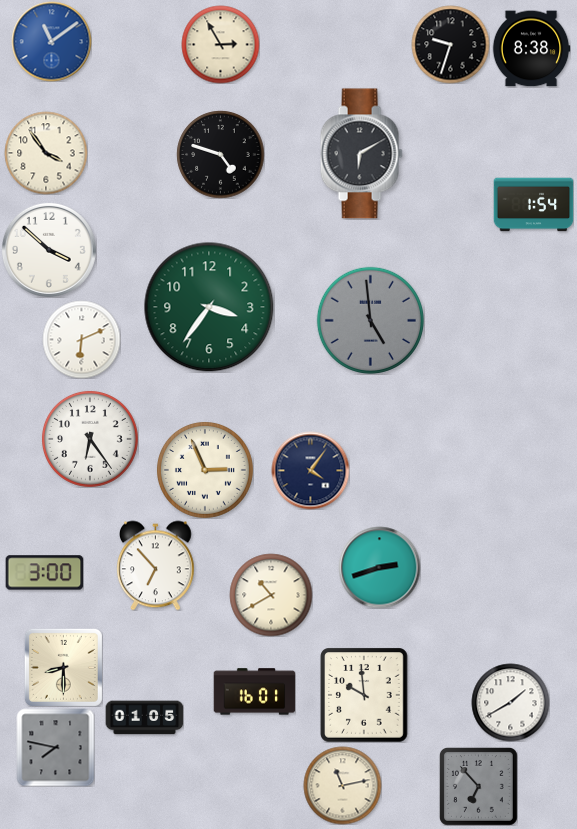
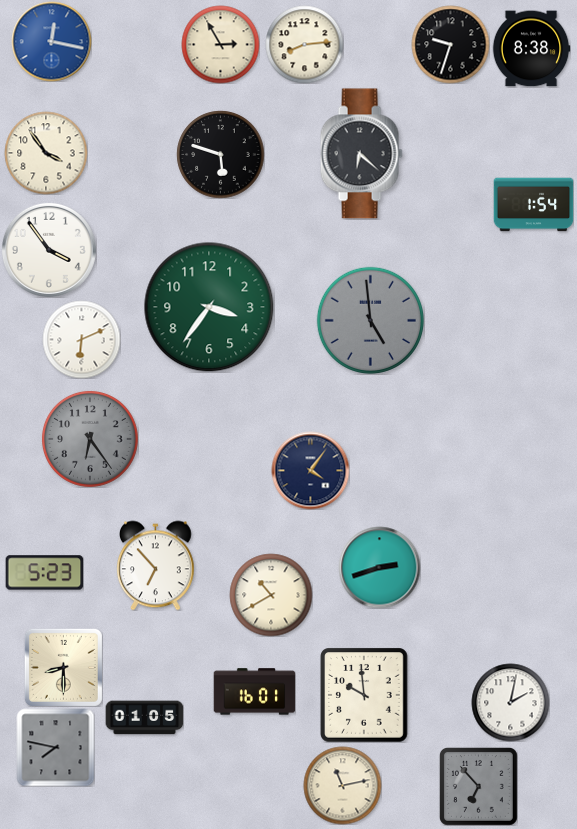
clock at (51, 41): 11:09 -> 12:17
clock at (304, 44): none -> 8:14
clock at (220, 154): 4:48 -> 5:48
clock at (361, 154): 6:10 -> 6:22
clock at (49, 250): 3:52 -> 3:54
clock at (90, 439) dial: white -> grey
clock at (205, 470): 2:56 -> none
clock at (44, 573): 3:00 -> 5:23
clock at (510, 702): 1:40 -> 2:02
